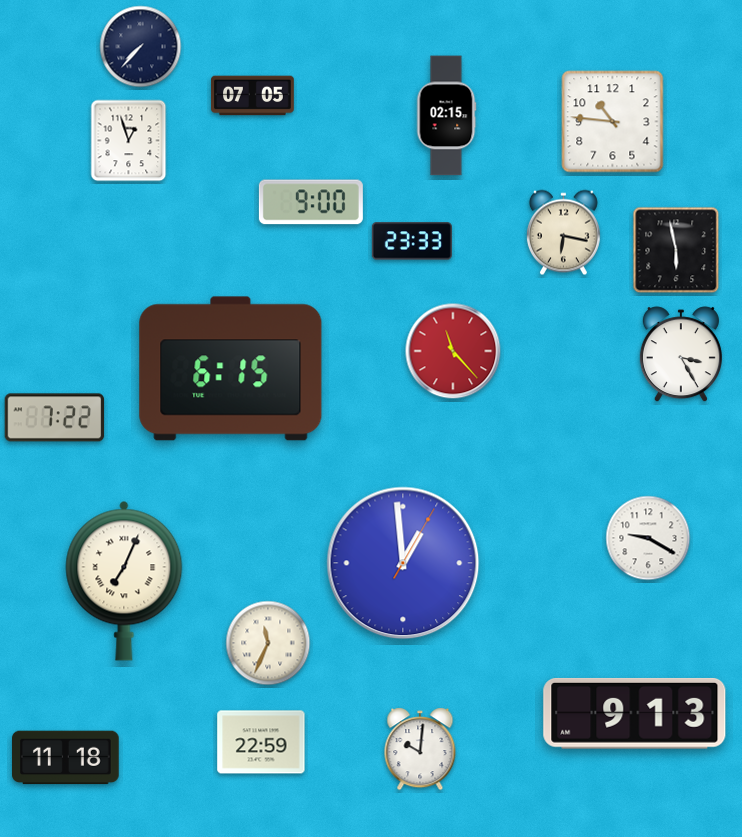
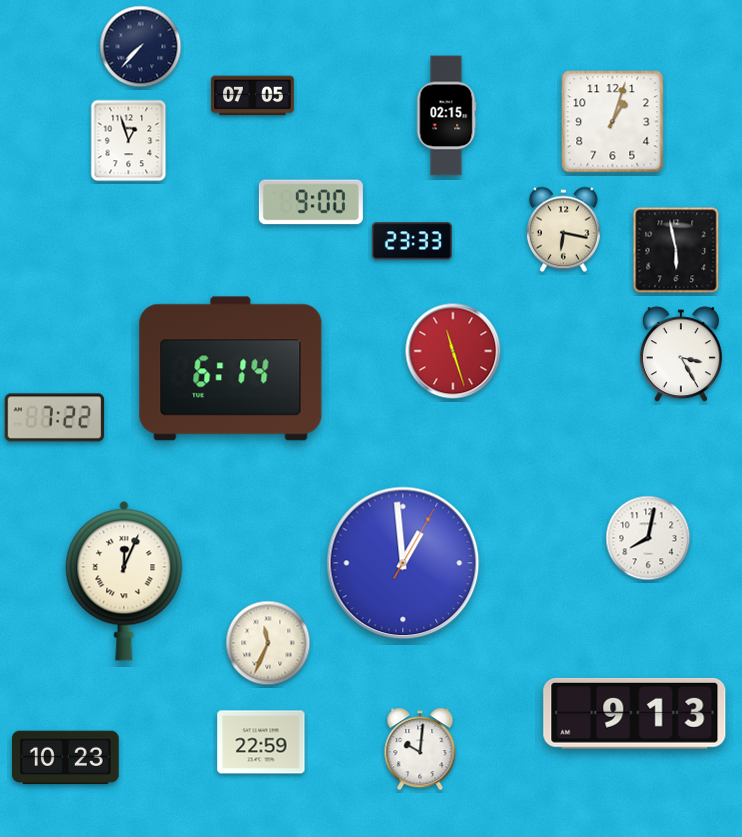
clock at (613, 122): 10:46 -> 1:03
clock at (563, 233) position: (563, 233) -> (563, 230)
clock at (453, 351): 11:23 -> 11:27
clock at (231, 369): 6:15 -> 6:14
clock at (648, 538): 9:20 -> 8:02
clock at (124, 581): 7:04 -> 12:04
clock at (66, 758): 11:18 -> 10:23
